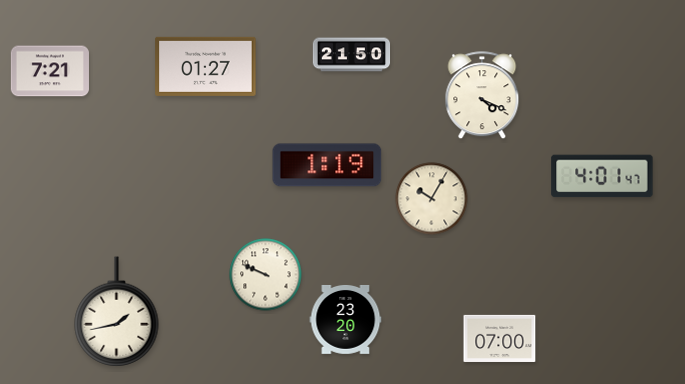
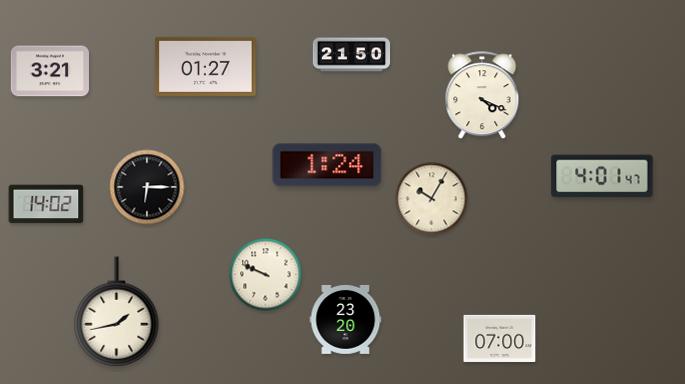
clock at (50, 71): 7:21 -> 3:21
clock at (327, 165): 1:19 -> 1:24
clock at (147, 187): none -> 6:15
clock at (46, 204): none -> 14:02
